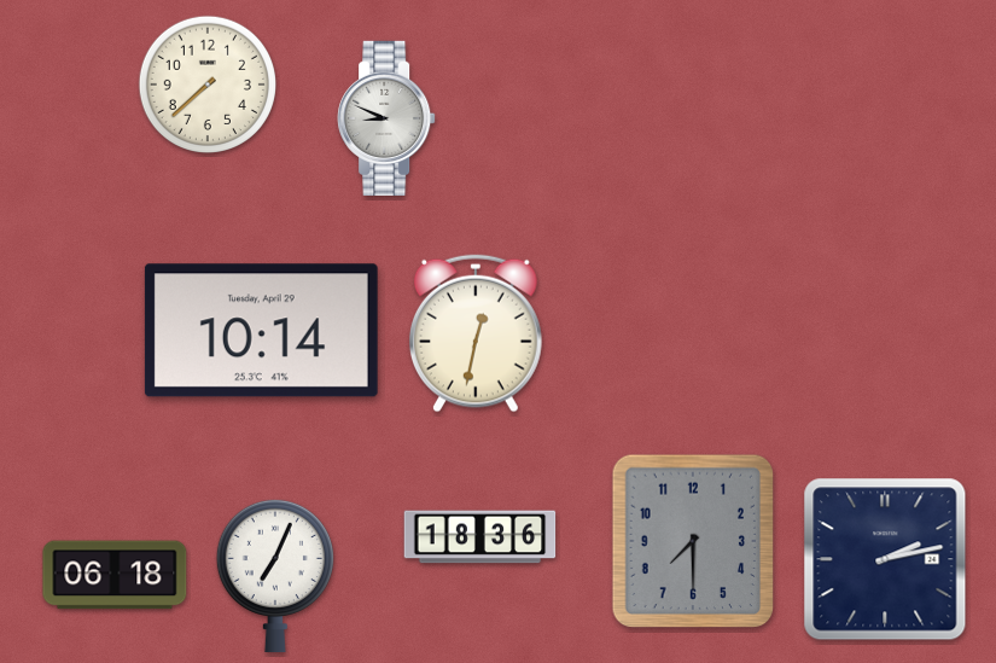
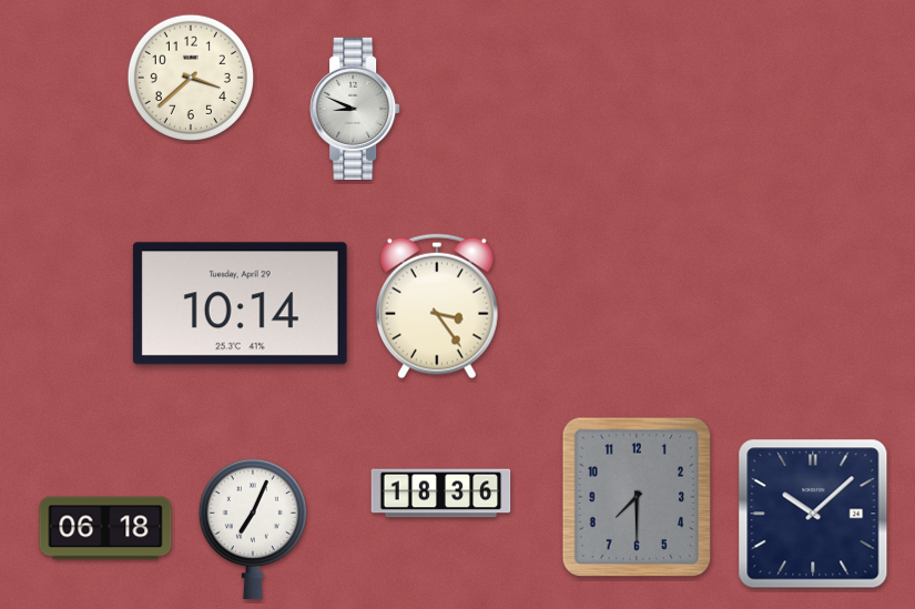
clock at (206, 83): 7:38 -> 3:38
clock at (476, 333): 12:32 -> 3:24
clock at (885, 559): 2:13 -> 10:08
